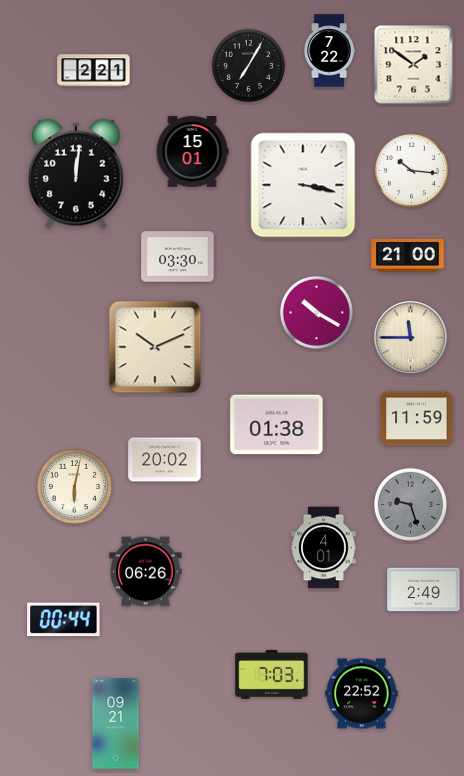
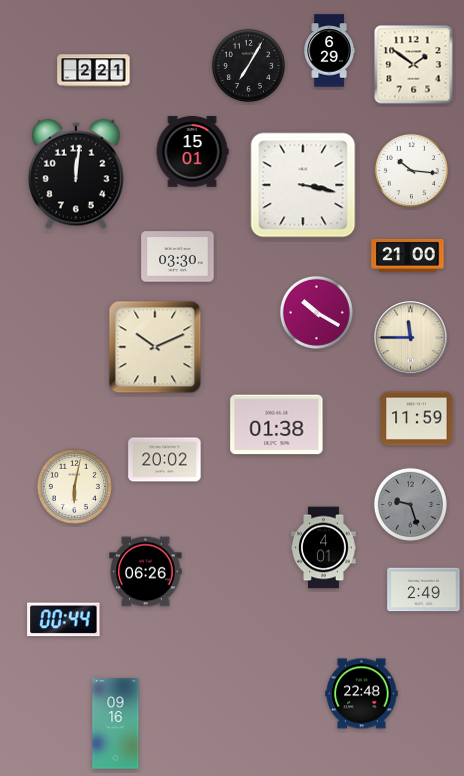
clock at (329, 51): 7:22 -> 6:29
clock at (272, 674): 7:03 -> none
clock at (362, 694): 22:52 -> 22:48
clock at (116, 724): 09:21 -> 09:16
